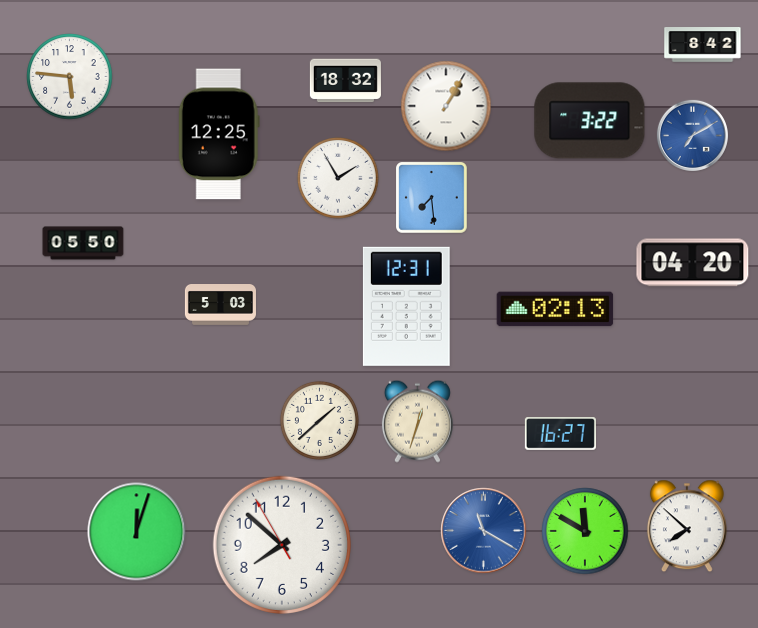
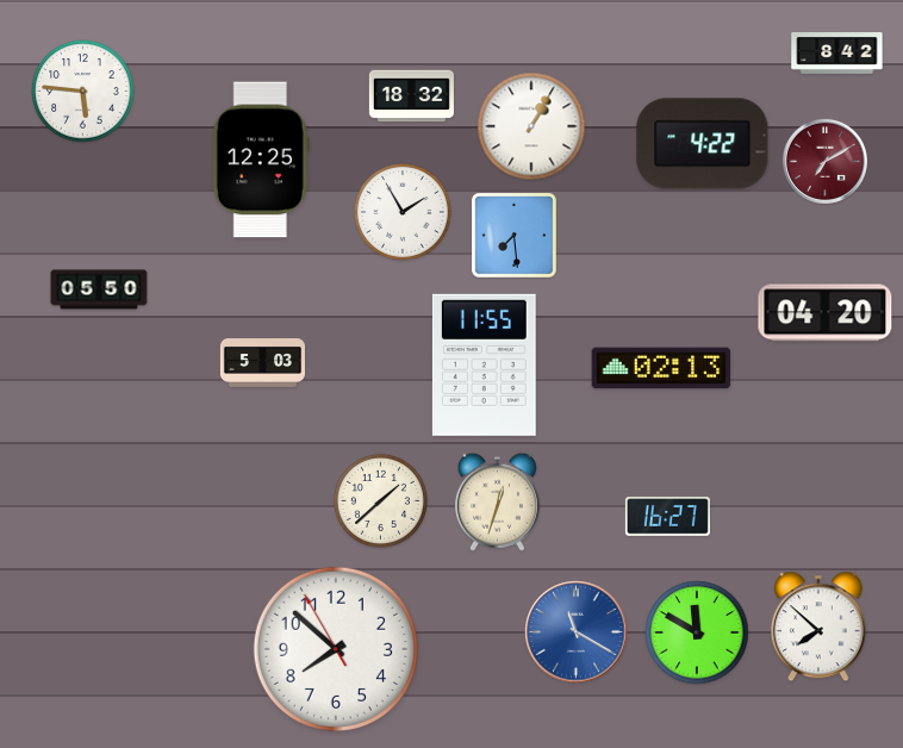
clock at (590, 121): 3:22 -> 4:22
clock at (692, 135) dial: blue -> burgundy
clock at (406, 306): 12:31 -> 11:55
clock at (137, 532): 12:03 -> none
